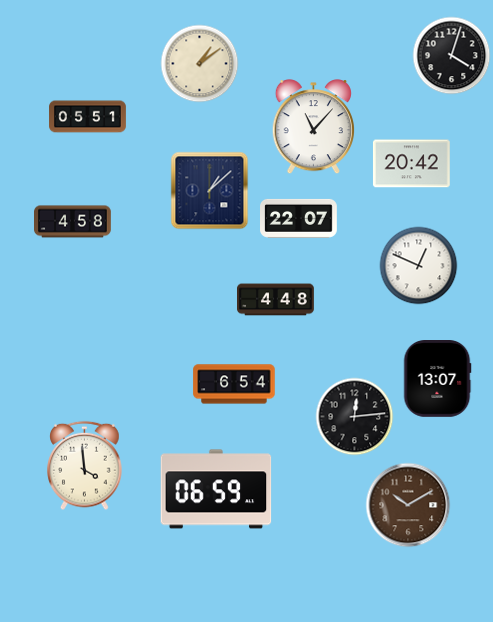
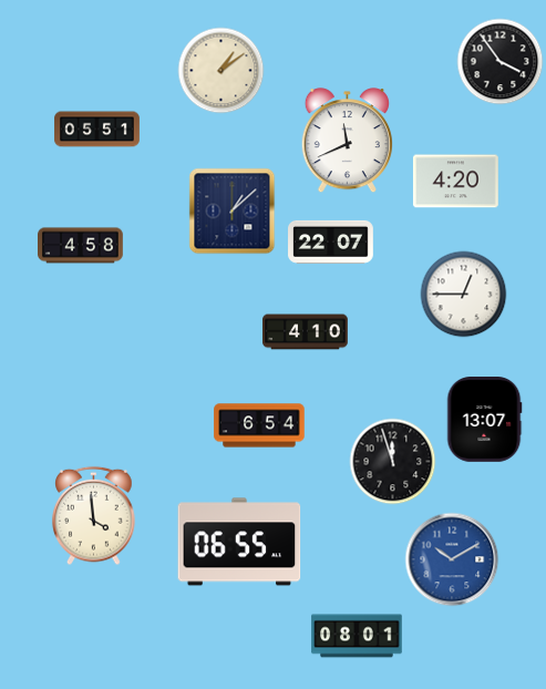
clock at (451, 55): 4:03 -> 3:54
clock at (313, 127): 11:07 -> 11:41
clock at (412, 164): 20:42 -> 4:20
clock at (418, 265): 12:49 -> 12:45
clock at (276, 300): 4:48 -> 4:10
clock at (354, 416): 12:14 -> 11:57
clock at (216, 489): 06:59 -> 06:55
clock at (408, 505) dial: brown -> blue
clock at (357, 636): none -> 08:01
